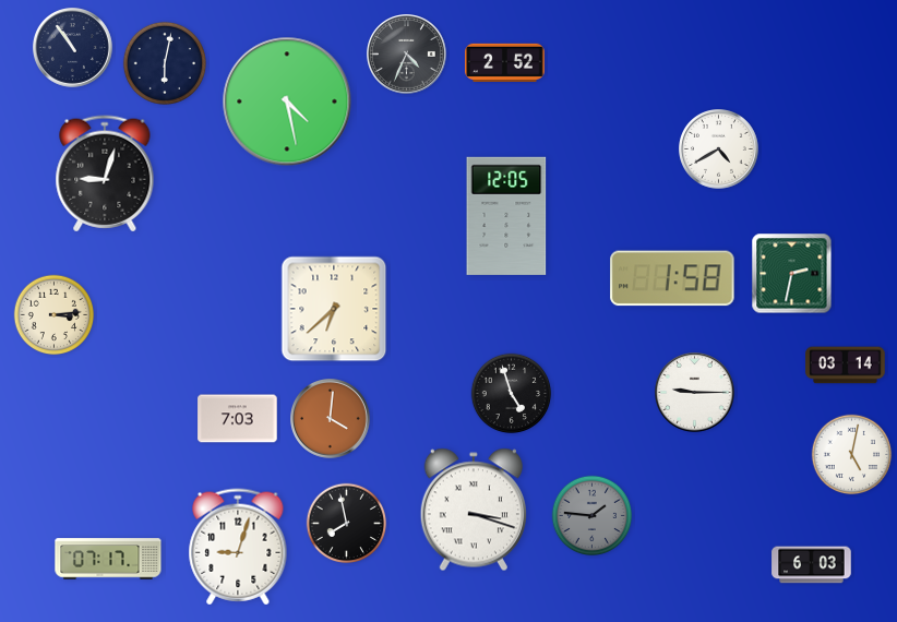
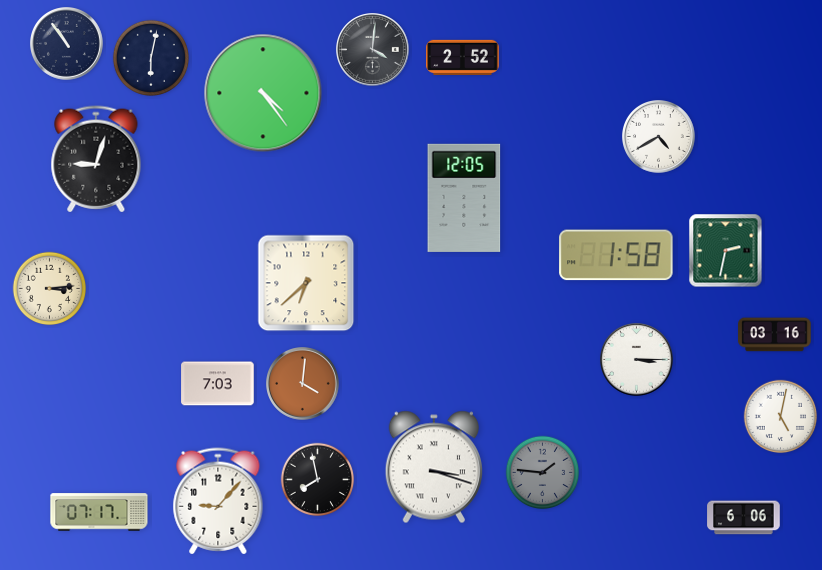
clock at (407, 55): 4:34 -> 4:01
clock at (287, 101): 4:28 -> 4:24
clock at (846, 366): 03:14 -> 03:16
clock at (695, 393): 9:15 -> 3:15
clock at (512, 394): 4:57 -> none
clock at (238, 547): 9:03 -> 9:07
clock at (812, 565): 6:03 -> 6:06
